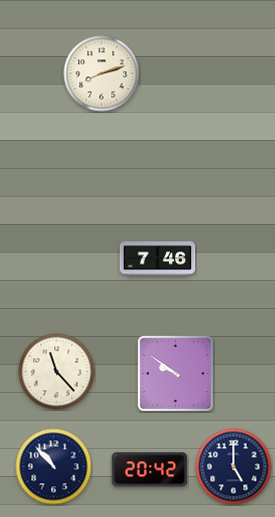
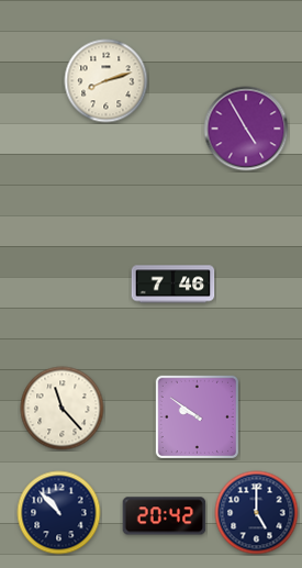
clock at (102, 74) position: (102, 74) -> (107, 81)
clock at (246, 129): none -> 4:55
clock at (175, 373) position: (175, 373) -> (197, 416)
